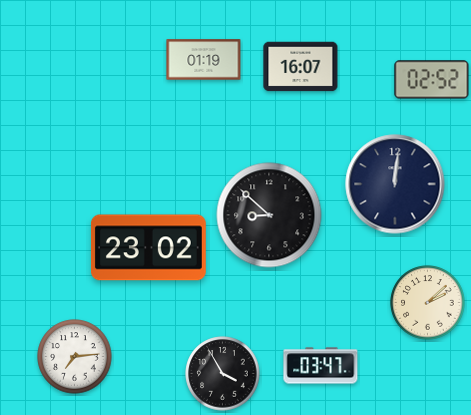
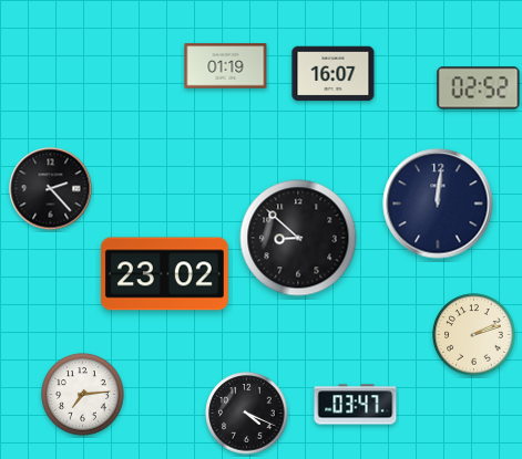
clock at (51, 189): none -> 2:23
clock at (428, 303): 2:08 -> 2:12
clock at (223, 374): 3:55 -> 4:19
